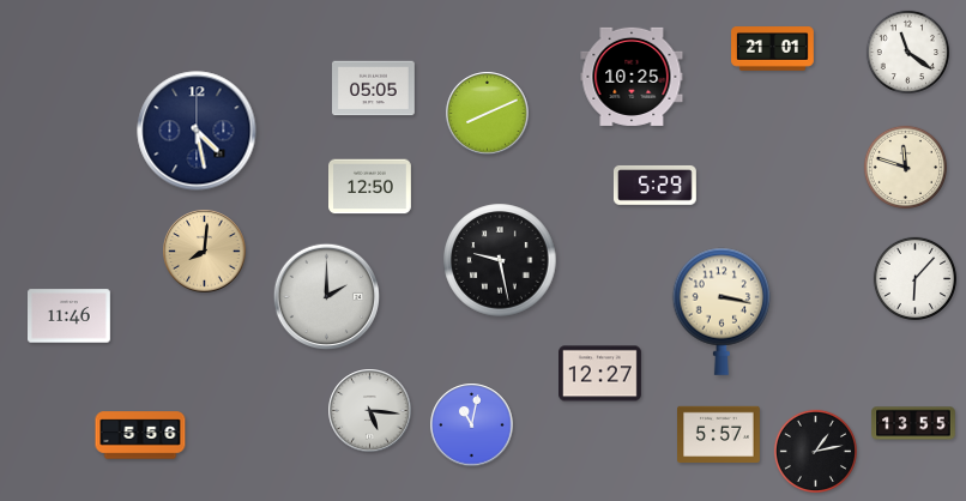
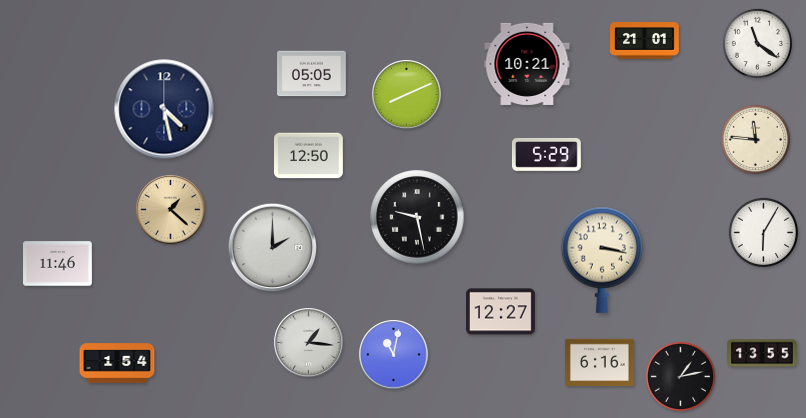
clock at (632, 77): 10:25 -> 10:21
clock at (905, 167): 11:48 -> 11:46
clock at (205, 252): 8:01 -> 1:22
clock at (914, 278): 6:07 -> 6:05
clock at (370, 411): 5:16 -> 1:16
clock at (140, 435): 5:56 -> 1:54
clock at (719, 435): 5:57 -> 6:16
